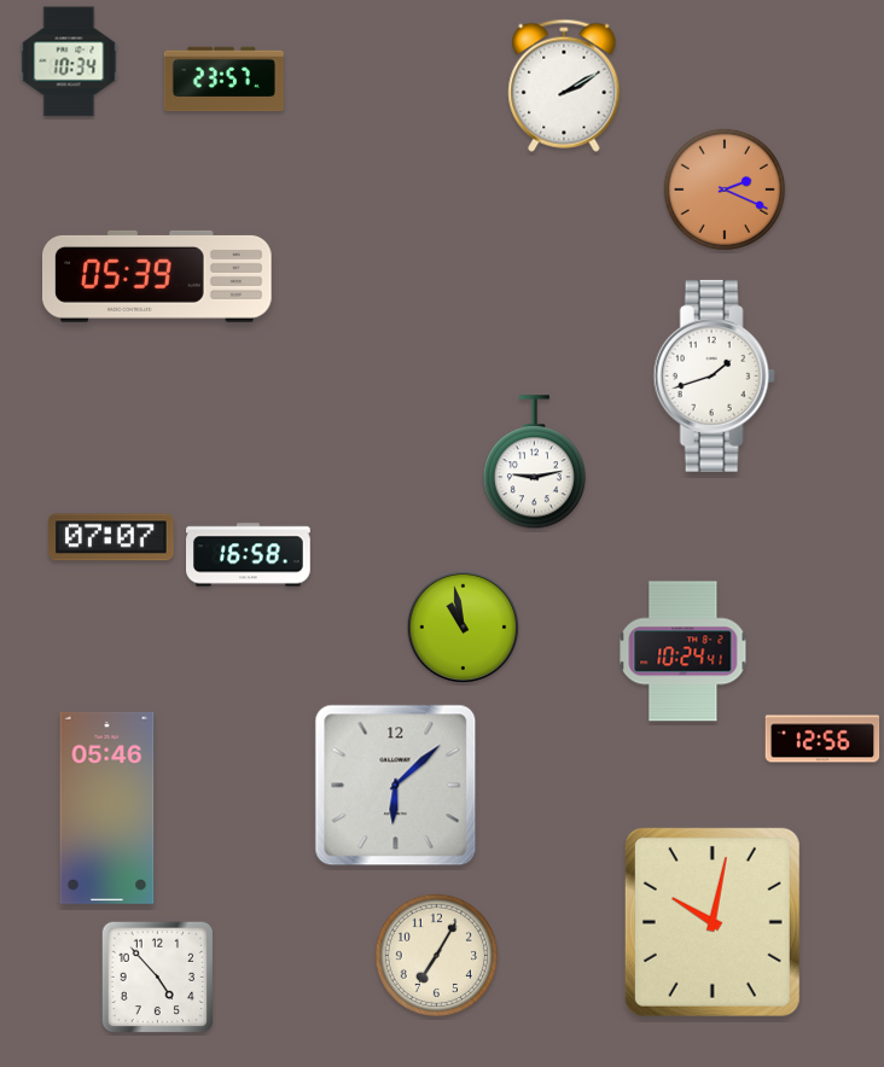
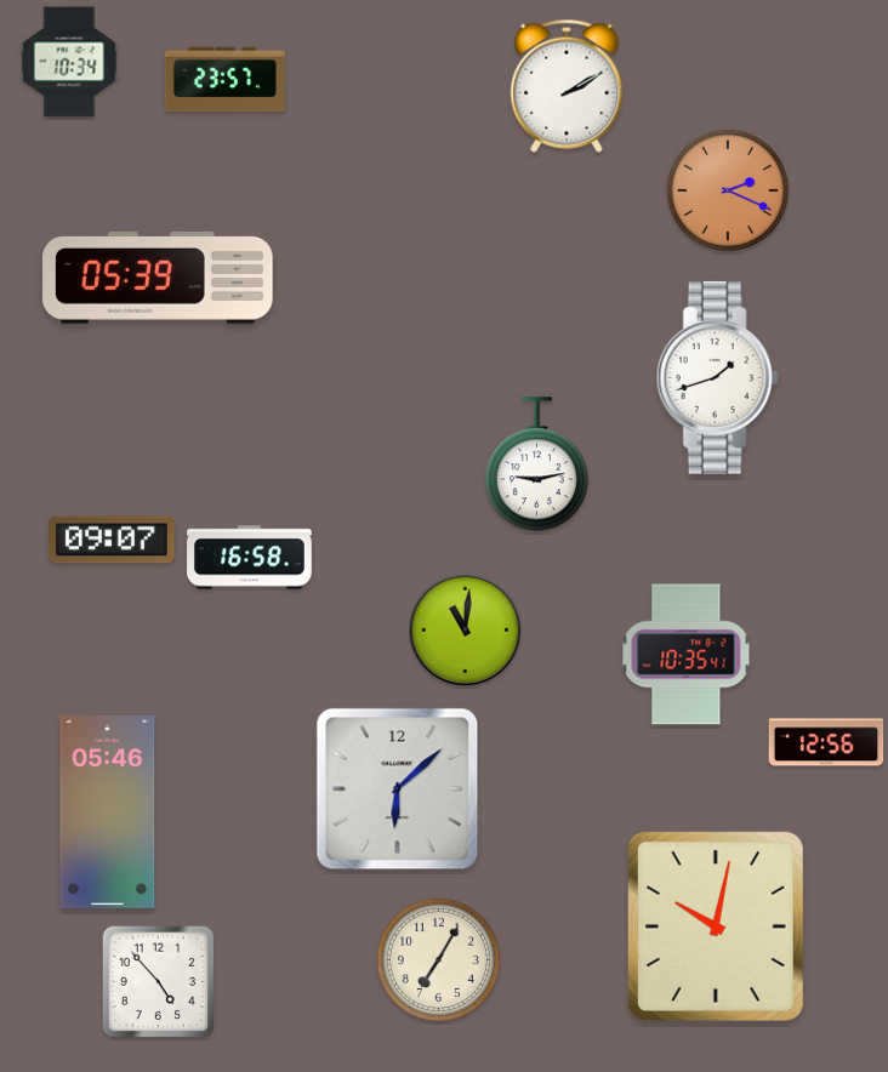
clock at (111, 537): 07:07 -> 09:07
clock at (464, 628): 10:58 -> 11:01
clock at (684, 652): 10:24 -> 10:35
